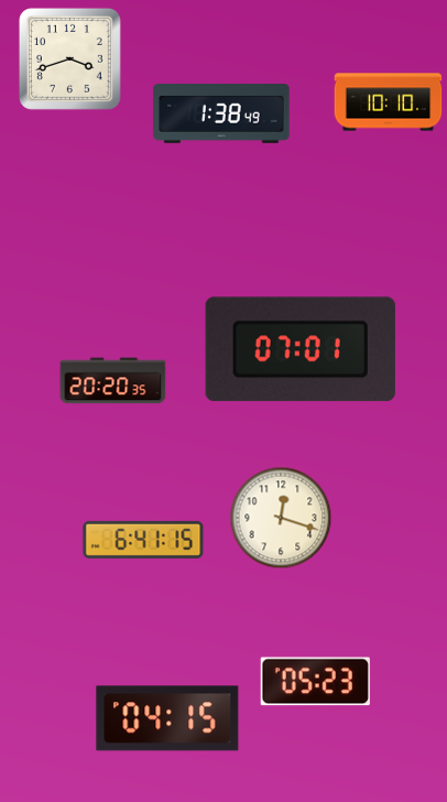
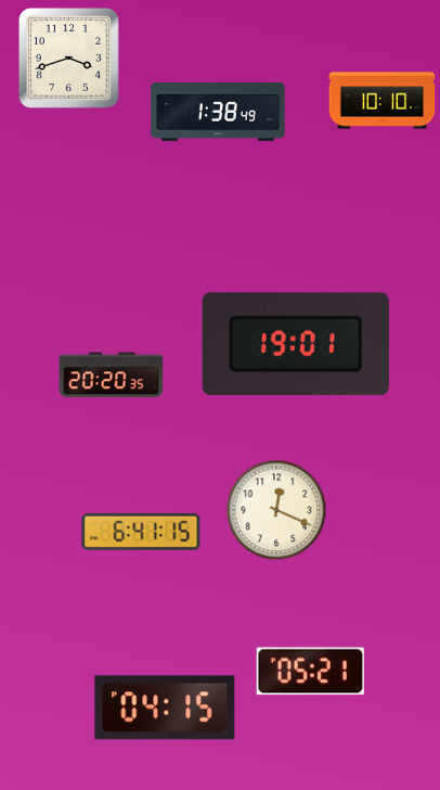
clock at (301, 349): 07:01 -> 19:01
clock at (281, 518): 12:18 -> 12:19
clock at (315, 682): 05:23 -> 05:21
